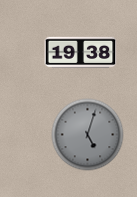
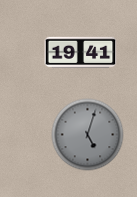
clock at (81, 53): 19:38 -> 19:41
